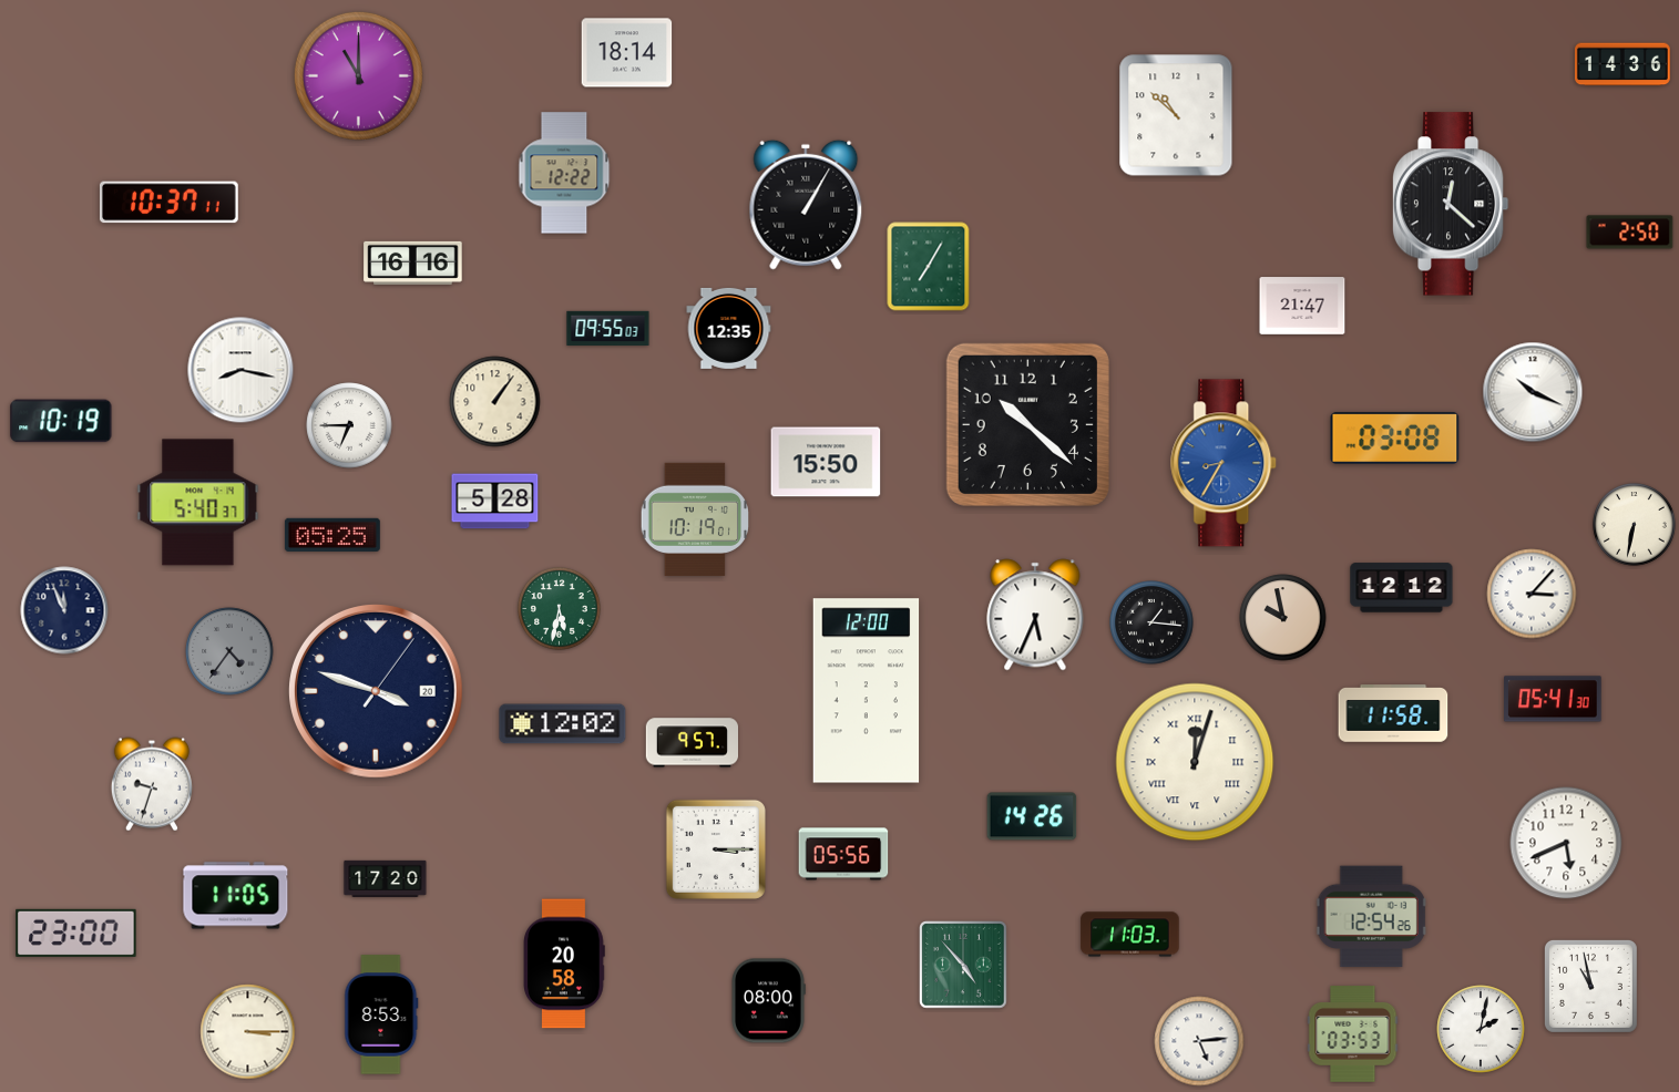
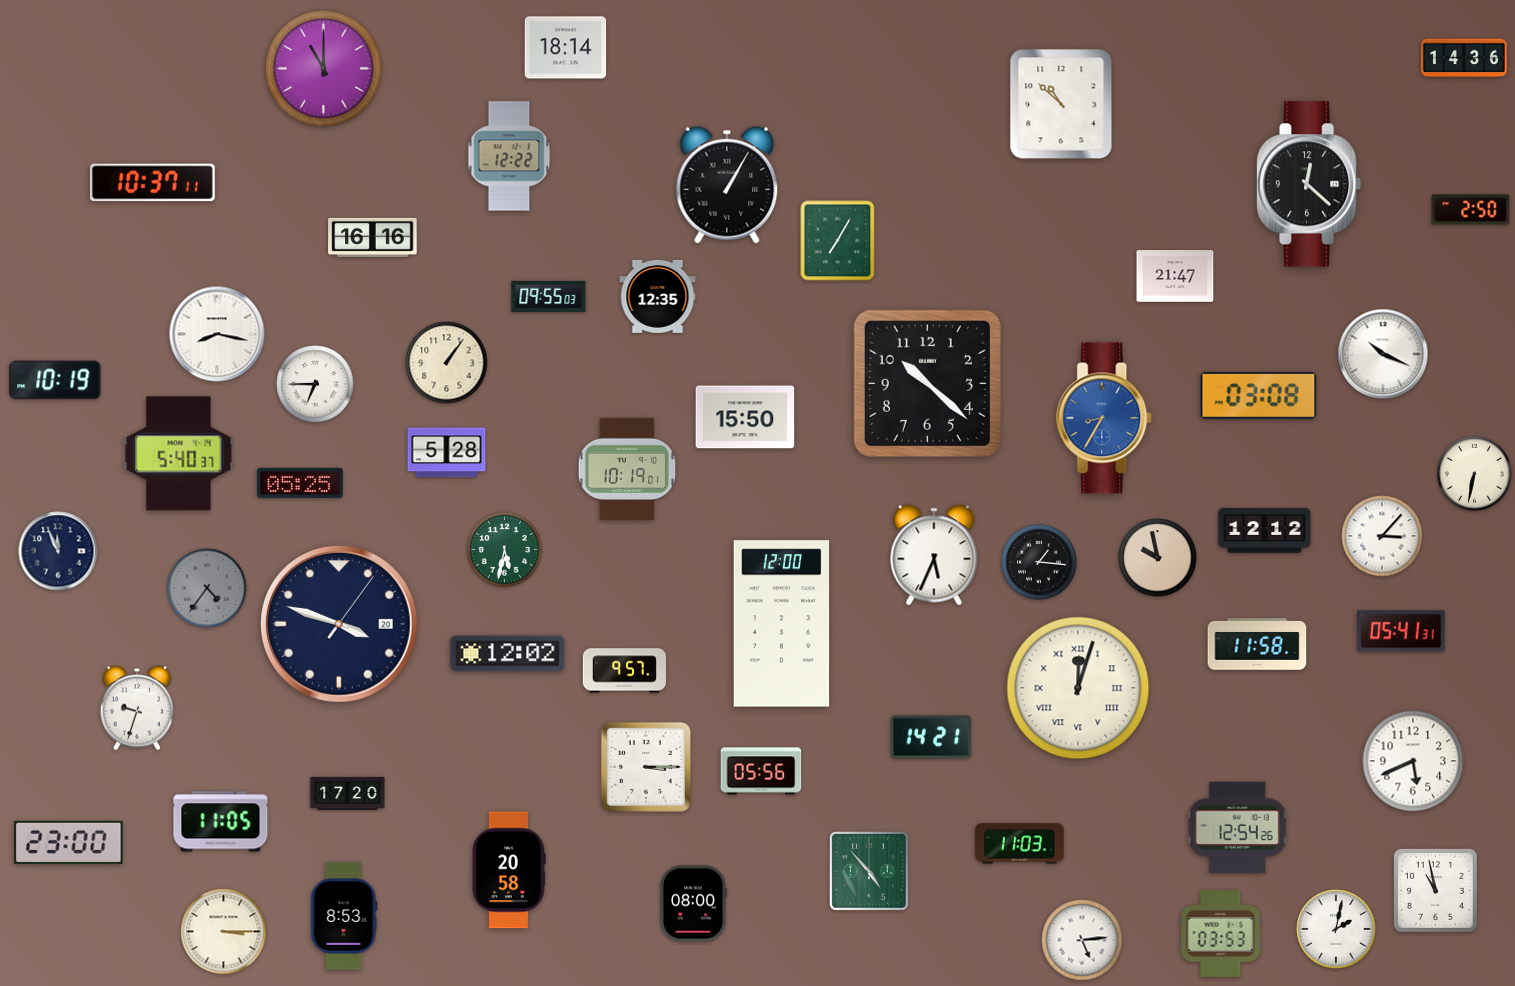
clock at (1553, 699): 05:41:30 -> 05:41:31
clock at (1032, 816): 14:26 -> 14:21
clock at (236, 896) position: (236, 896) -> (221, 822)
